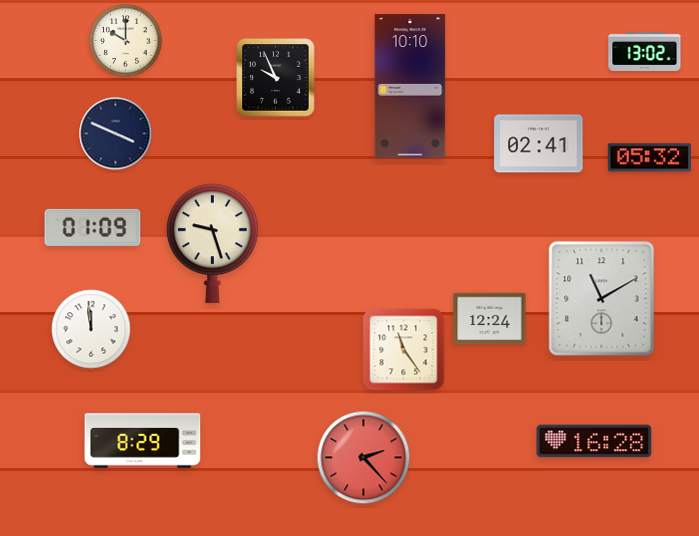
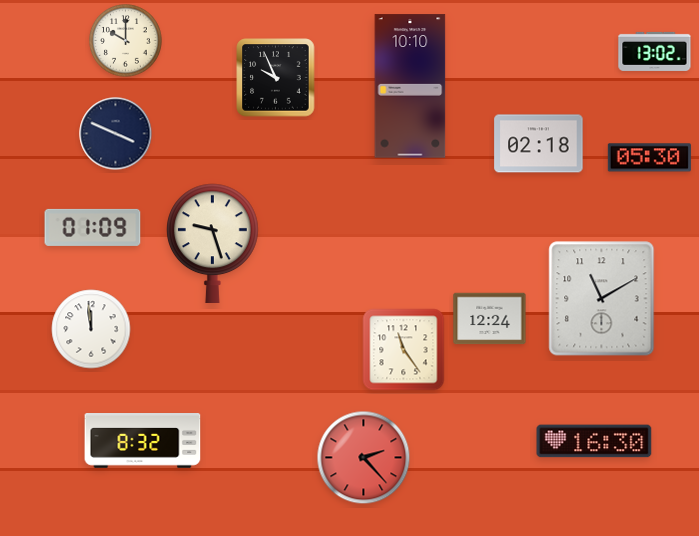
clock at (645, 51) position: (645, 51) -> (655, 51)
clock at (539, 144): 02:41 -> 02:18
clock at (649, 158): 05:32 -> 05:30
clock at (143, 441): 8:29 -> 8:32
clock at (594, 441): 16:28 -> 16:30
